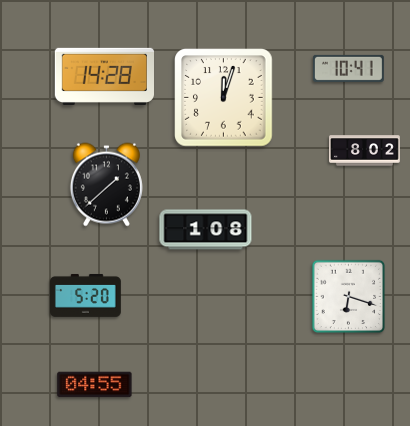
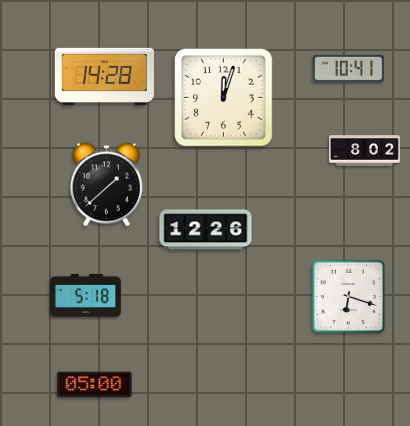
clock at (206, 230): 1:08 -> 12:26
clock at (86, 295): 5:20 -> 5:18
clock at (95, 385): 04:55 -> 05:00
